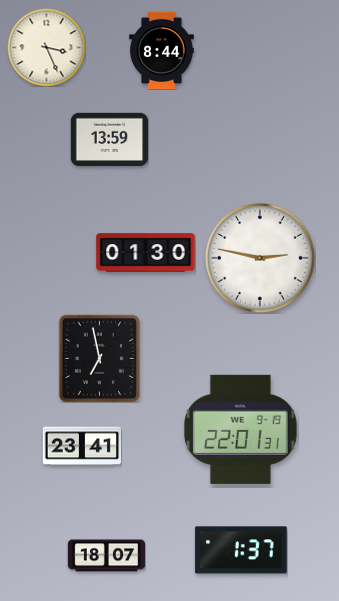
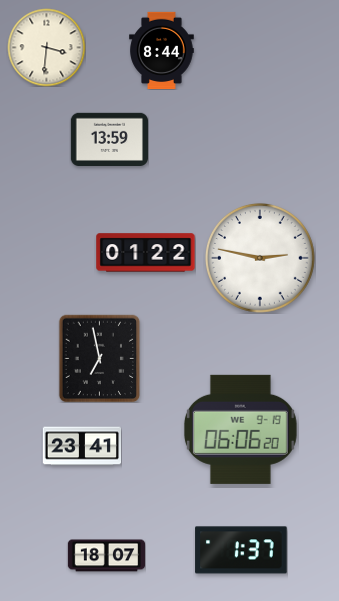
clock at (46, 47): 3:26 -> 3:31
clock at (146, 253): 01:30 -> 01:22
clock at (240, 429): 22:01 -> 06:06
